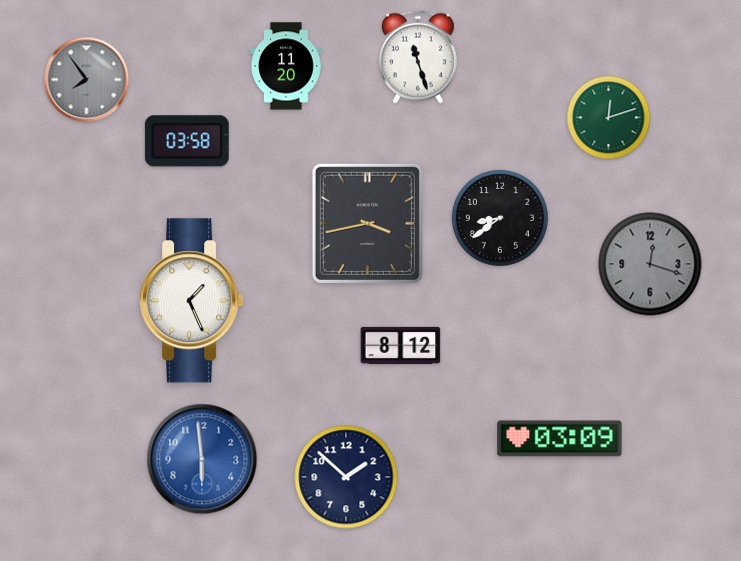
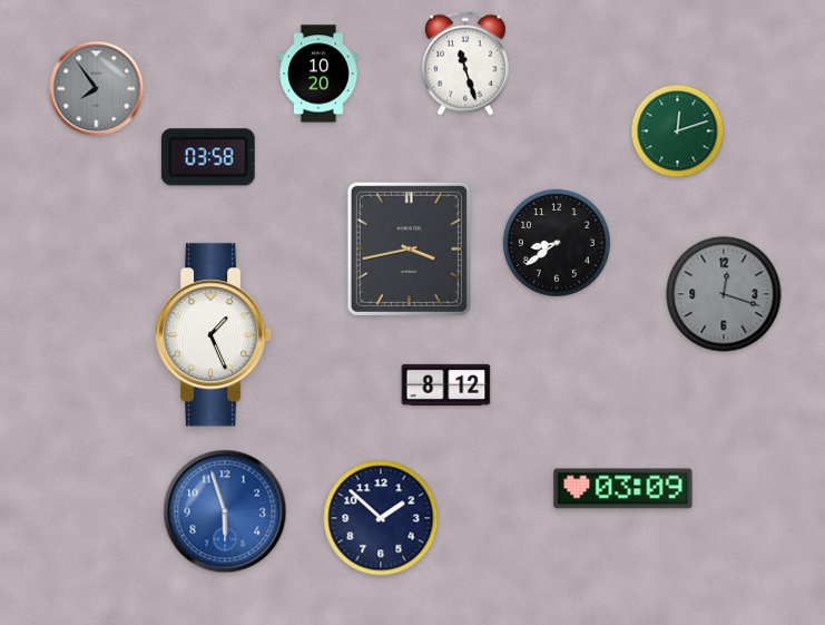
clock at (286, 66): 11:20 -> 10:20
clock at (202, 459): 5:59 -> 5:57
clock at (346, 477) position: (346, 477) -> (381, 518)
